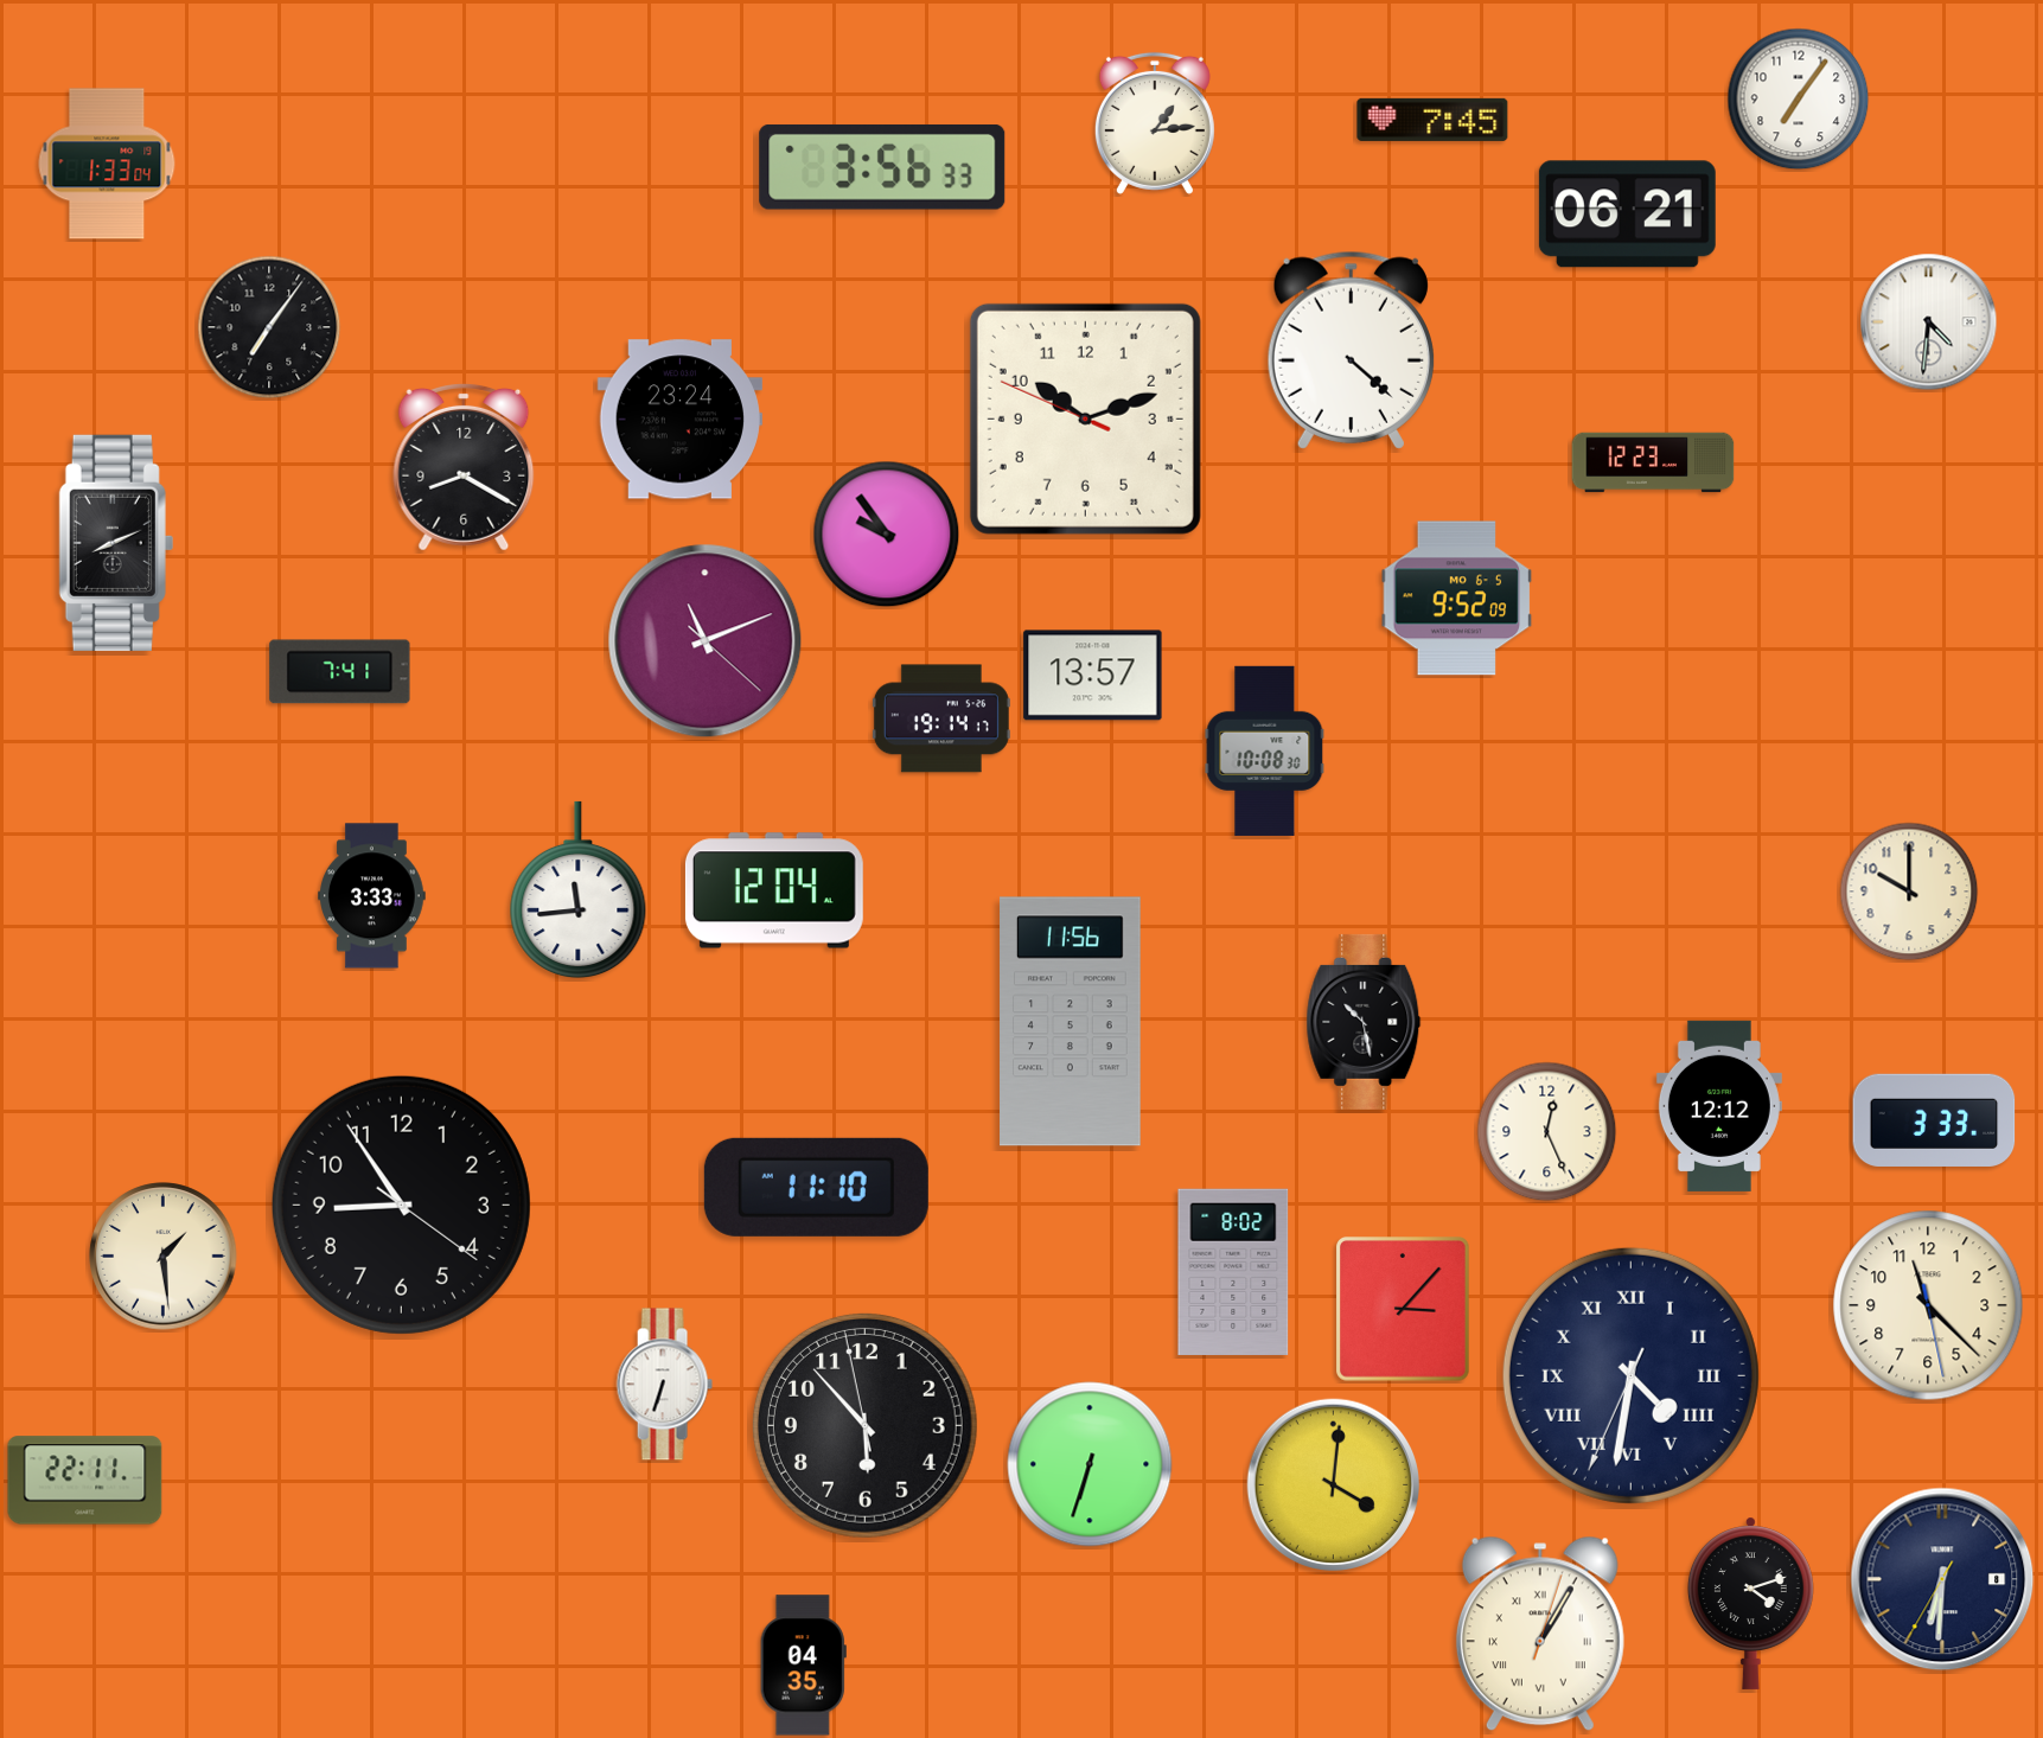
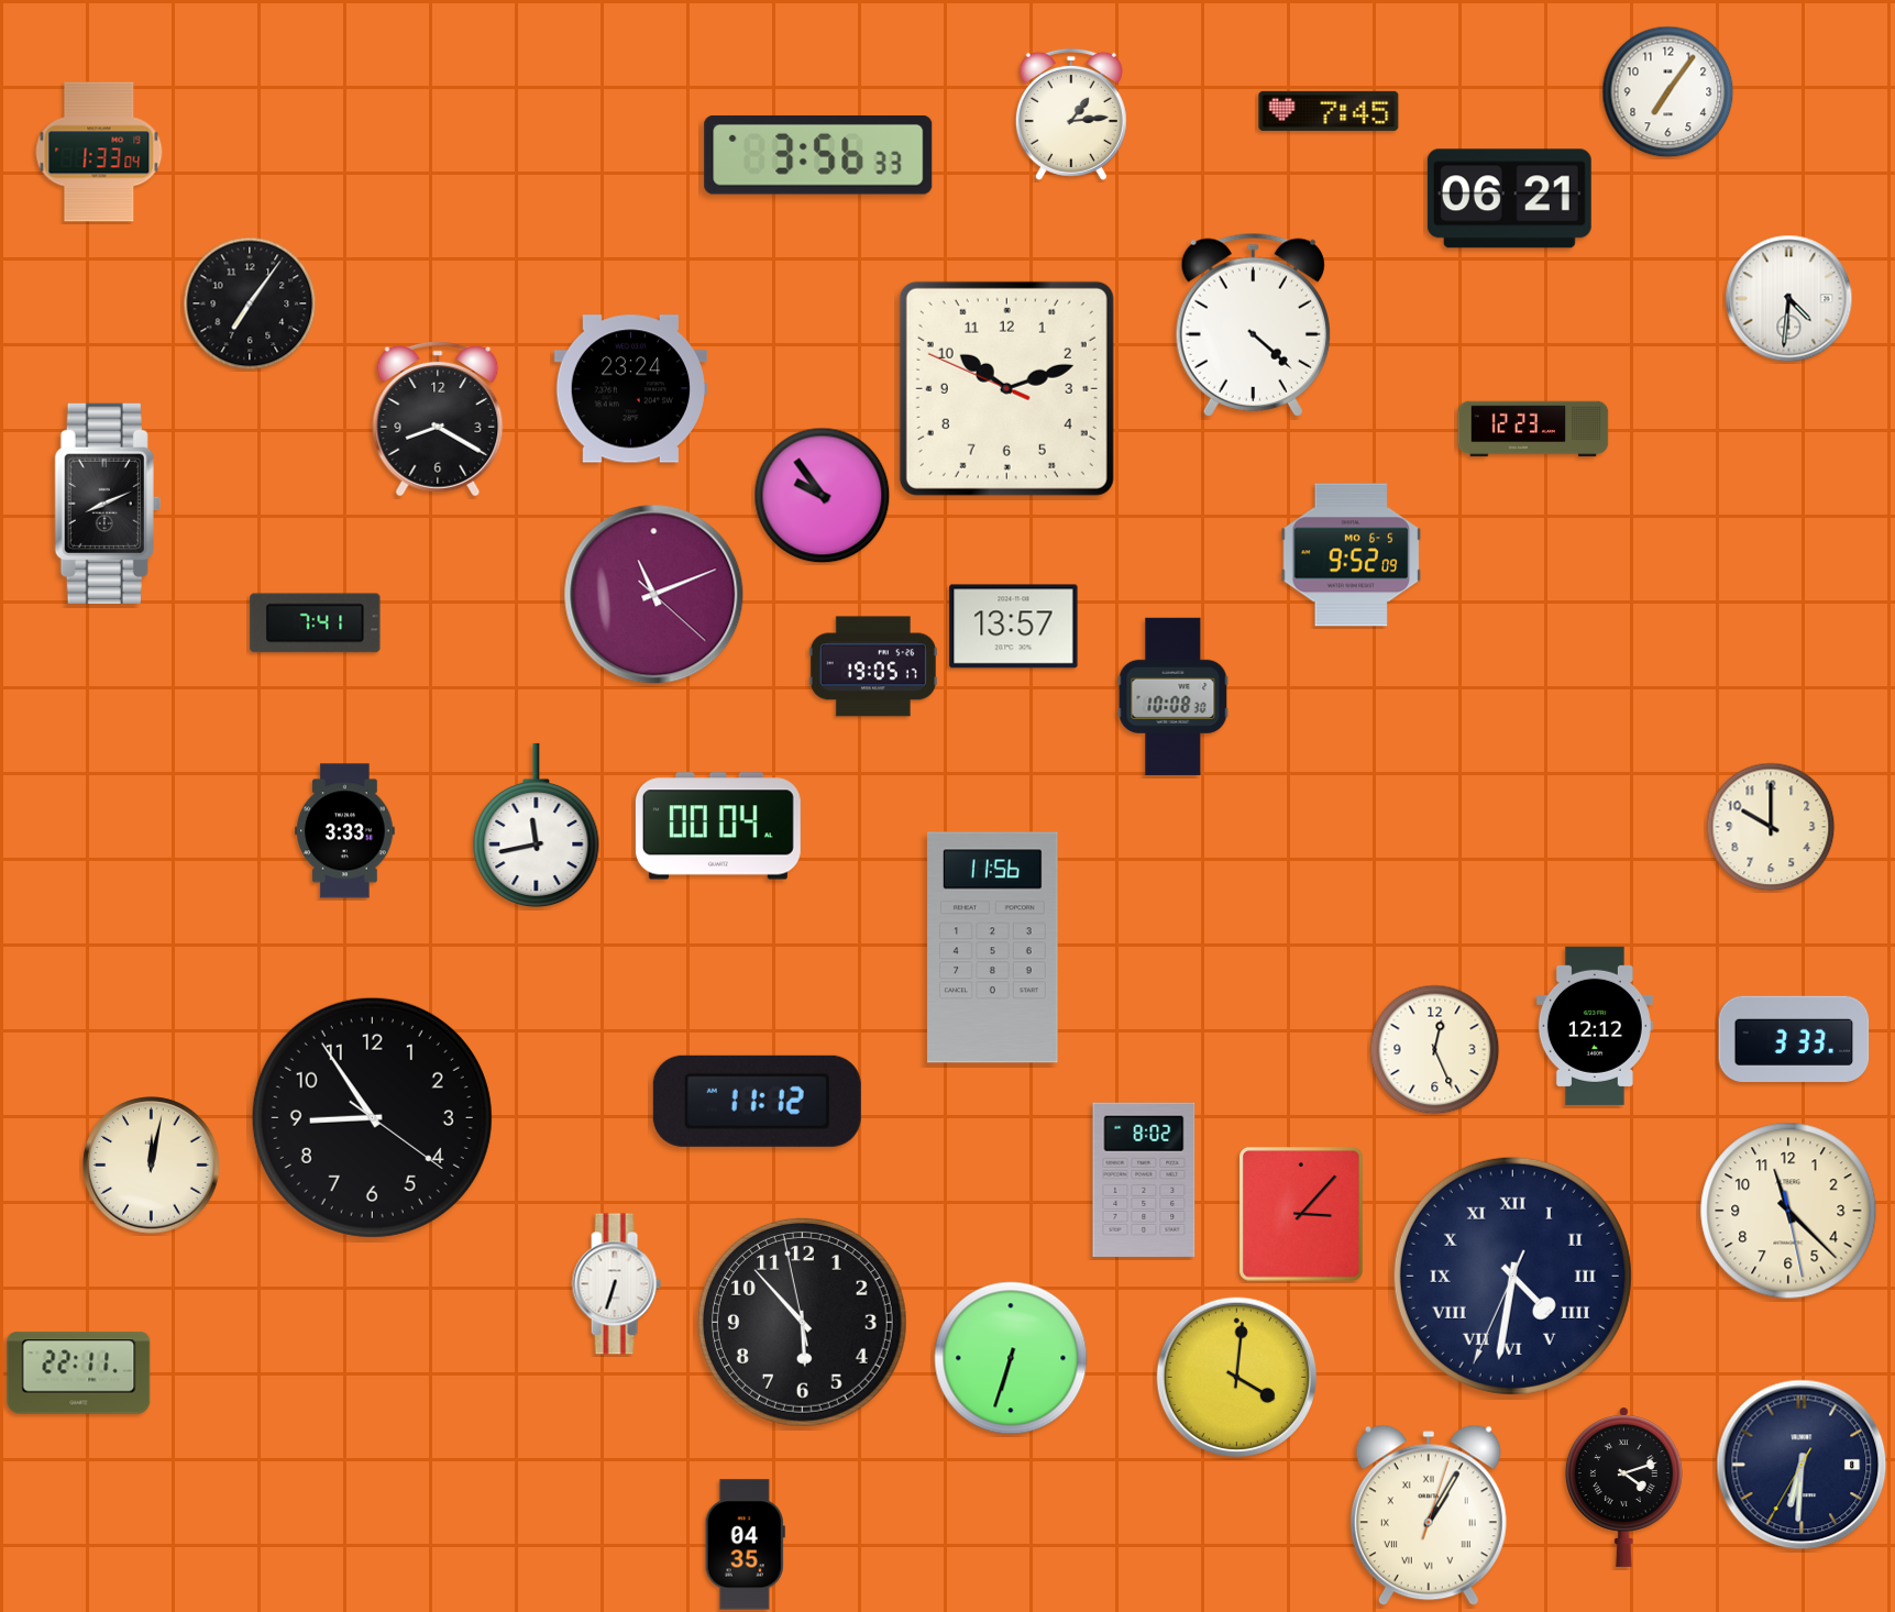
clock at (464, 467) position: (464, 467) -> (438, 419)
clock at (941, 718): 19:14 -> 19:05
clock at (579, 890): 11:44 -> 11:43
clock at (774, 890): 12:04 -> 00:04
clock at (1364, 1022): 10:28 -> none
clock at (816, 1187): 11:10 -> 11:12
clock at (164, 1257): 1:29 -> 12:02
